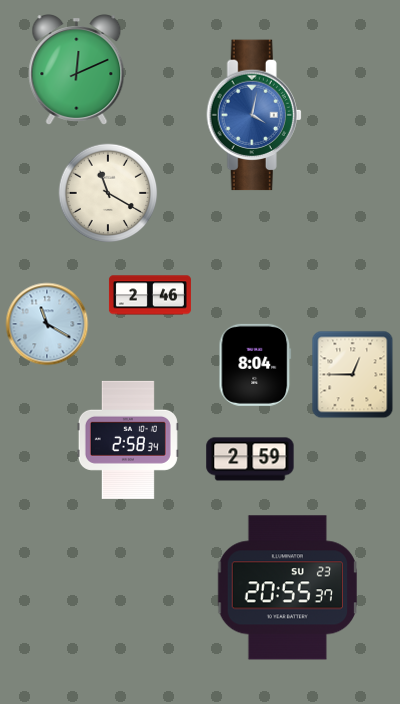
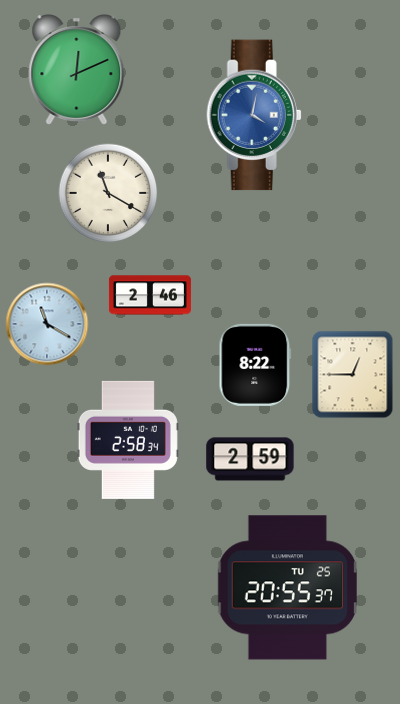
clock at (255, 365): 8:04 -> 8:22
clock at (287, 588) date: SU 23 -> TU 25
